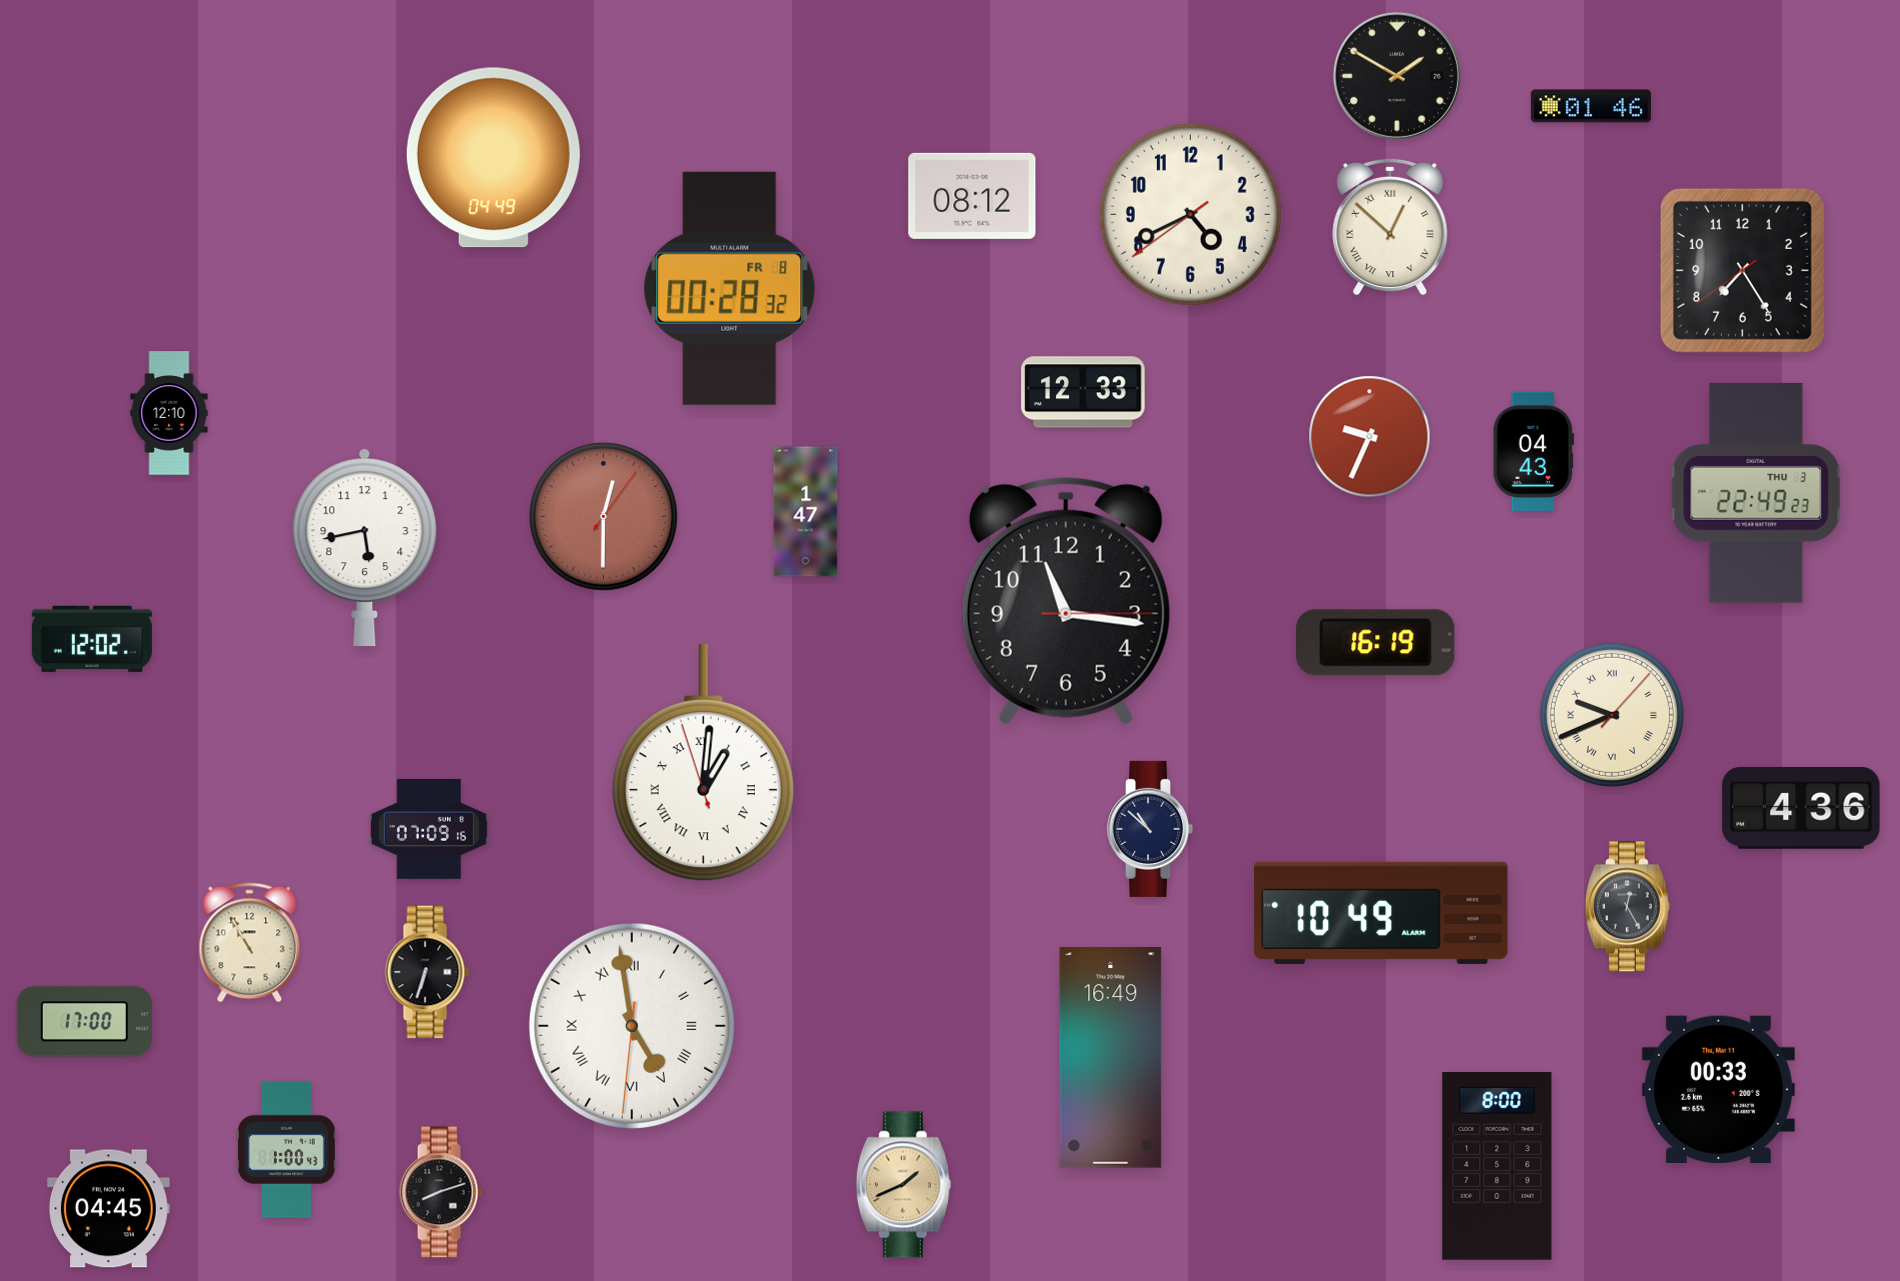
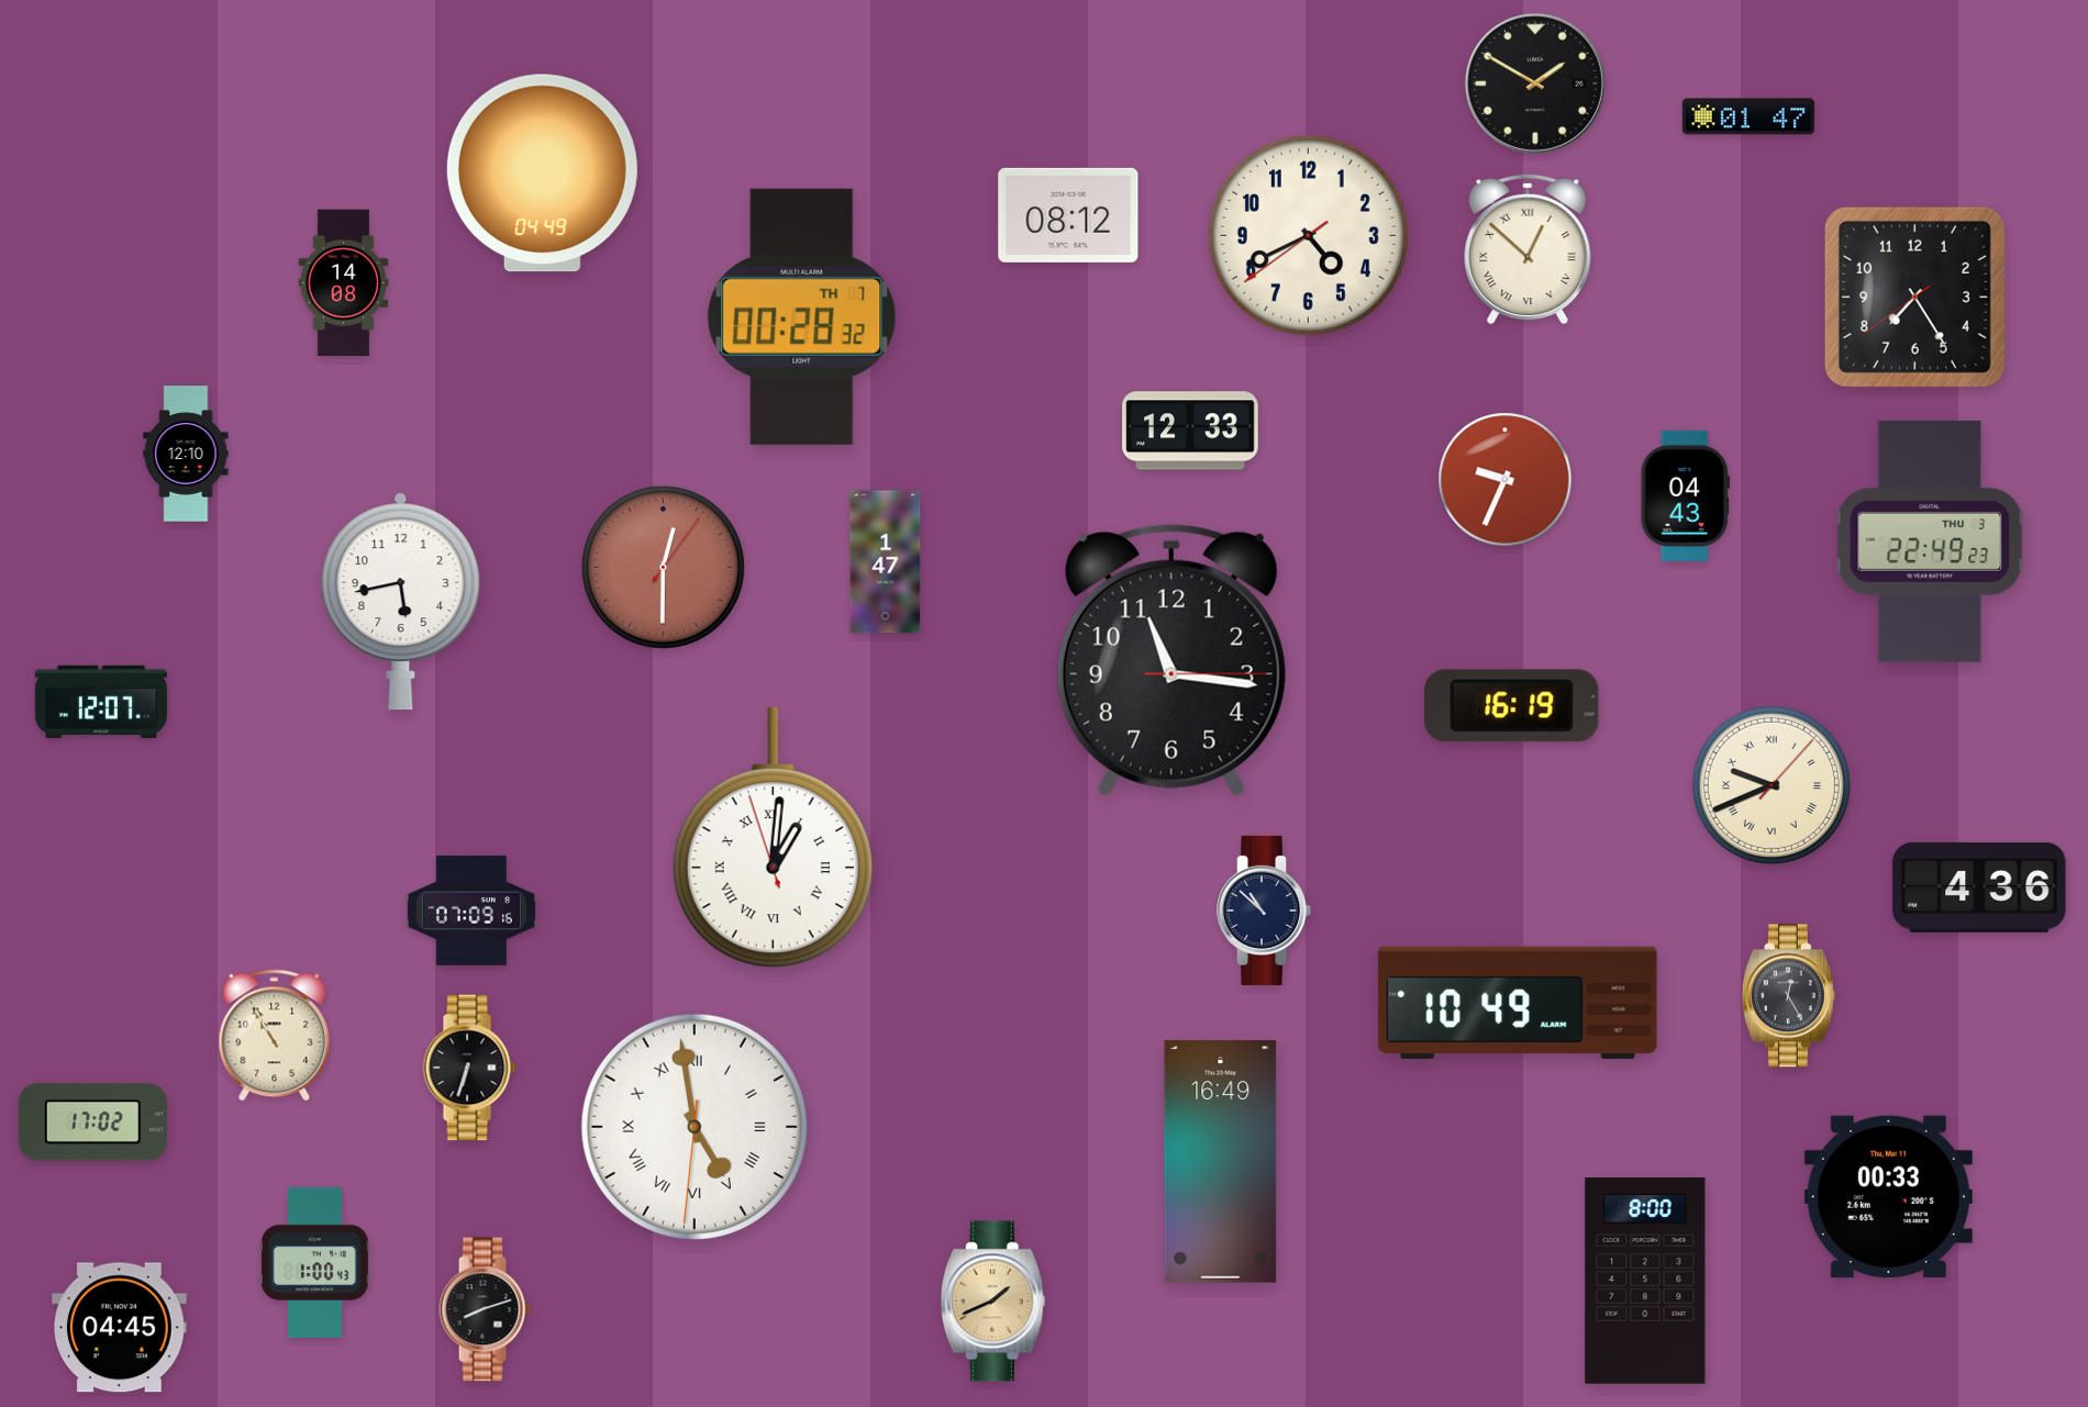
clock at (1591, 106): 01:46 -> 01:47
clock at (344, 283): none -> 14:08
clock at (730, 288) date: FR 8 -> TH 7
clock at (92, 639): 12:02 -> 12:07
clock at (84, 1022): 17:00 -> 17:02
